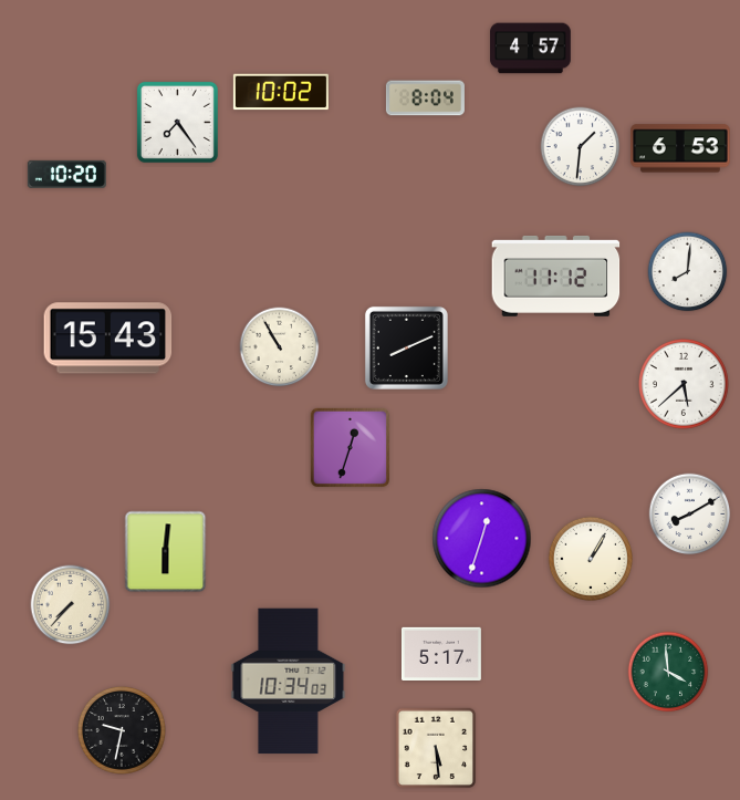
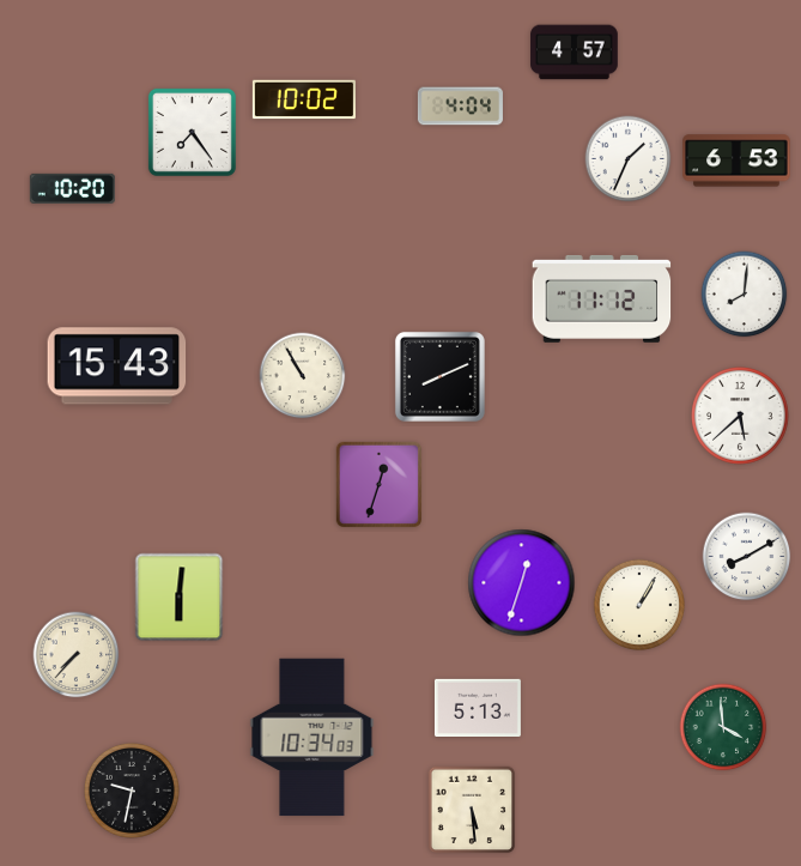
clock at (425, 98): 8:04 -> 4:04
clock at (581, 147): 1:31 -> 1:34
clock at (441, 653): 5:17 -> 5:13
